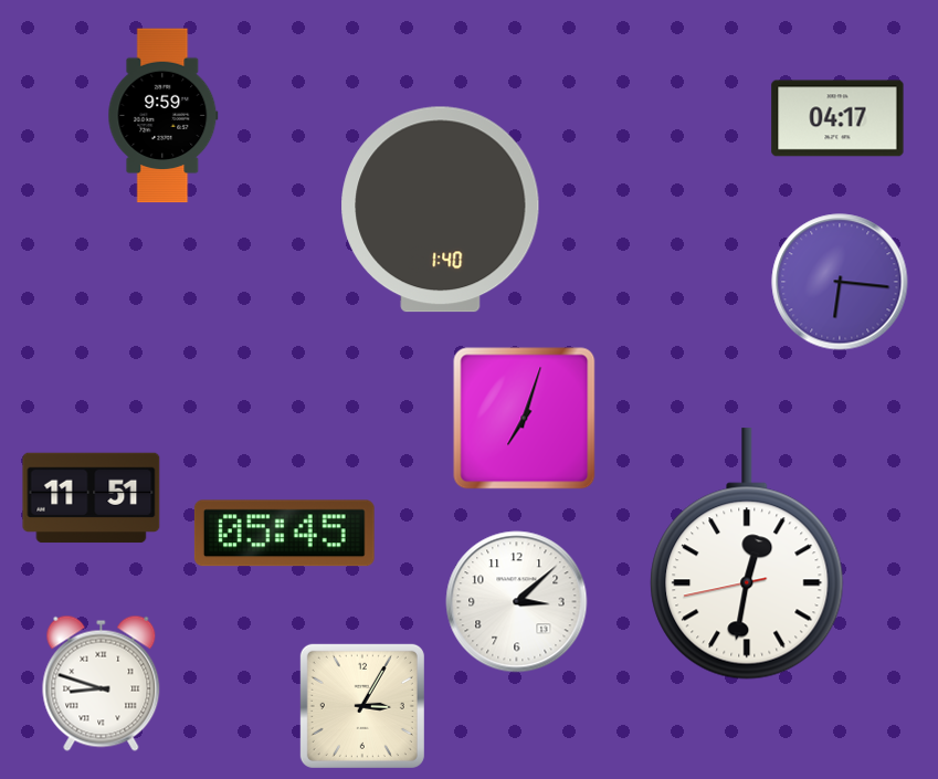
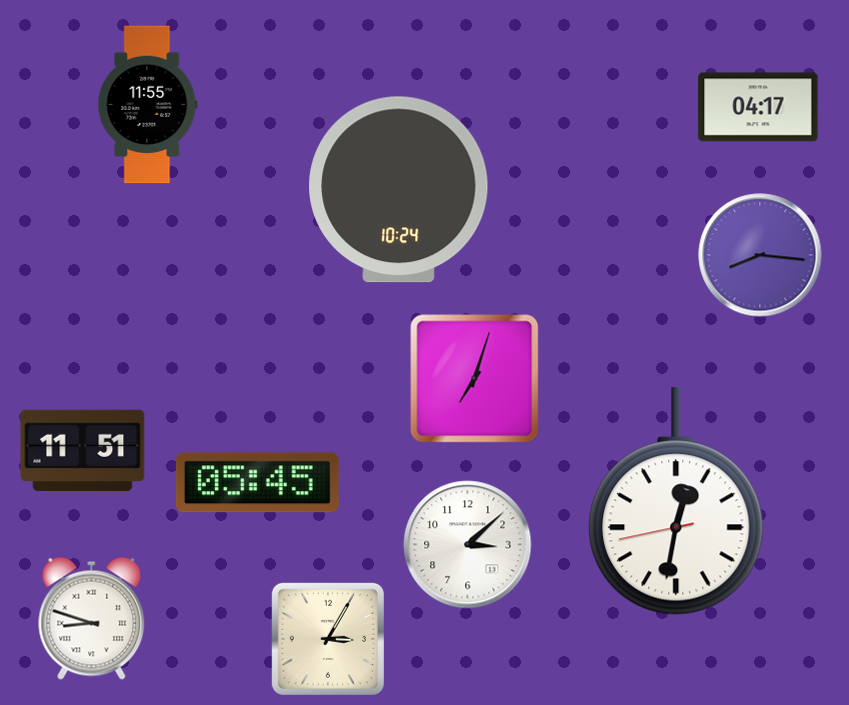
clock at (164, 116): 9:59 -> 11:55
clock at (441, 210): 1:40 -> 10:24
clock at (840, 282): 6:16 -> 8:16
